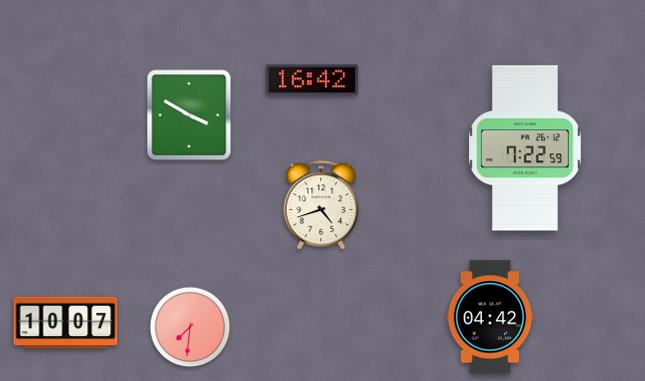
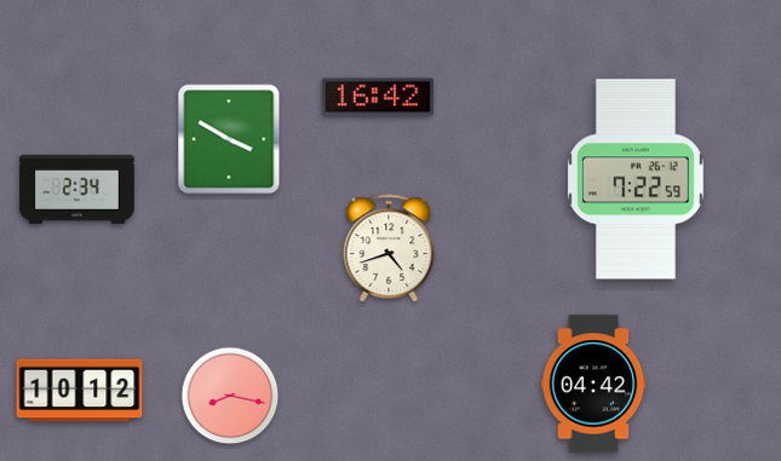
clock at (77, 189): none -> 2:34
clock at (66, 323): 10:07 -> 10:12
clock at (190, 327): 7:31 -> 8:17
